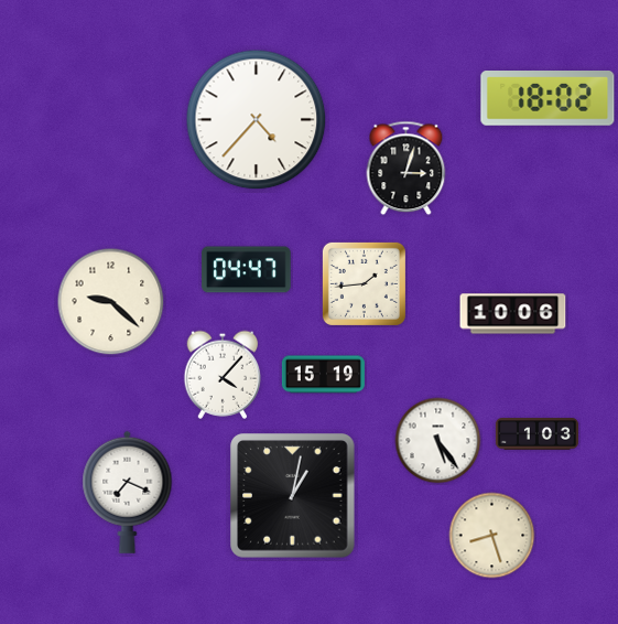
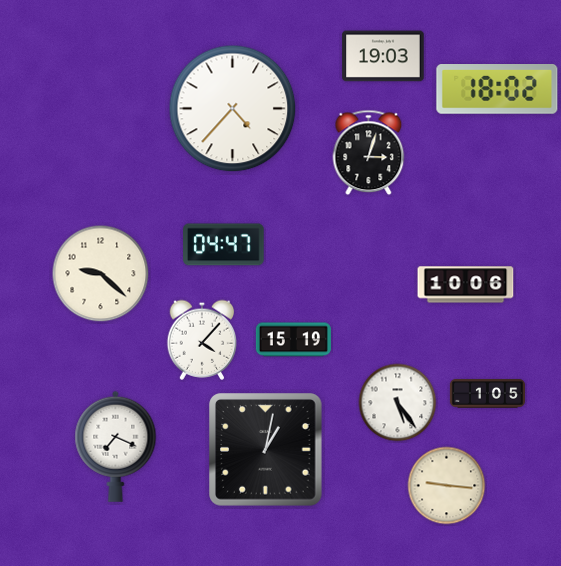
clock at (383, 56): none -> 19:03
clock at (364, 283): 1:44 -> none
clock at (536, 434): 1:03 -> 1:05
clock at (438, 441) position: (438, 441) -> (398, 403)
clock at (492, 536): 8:27 -> 9:16
